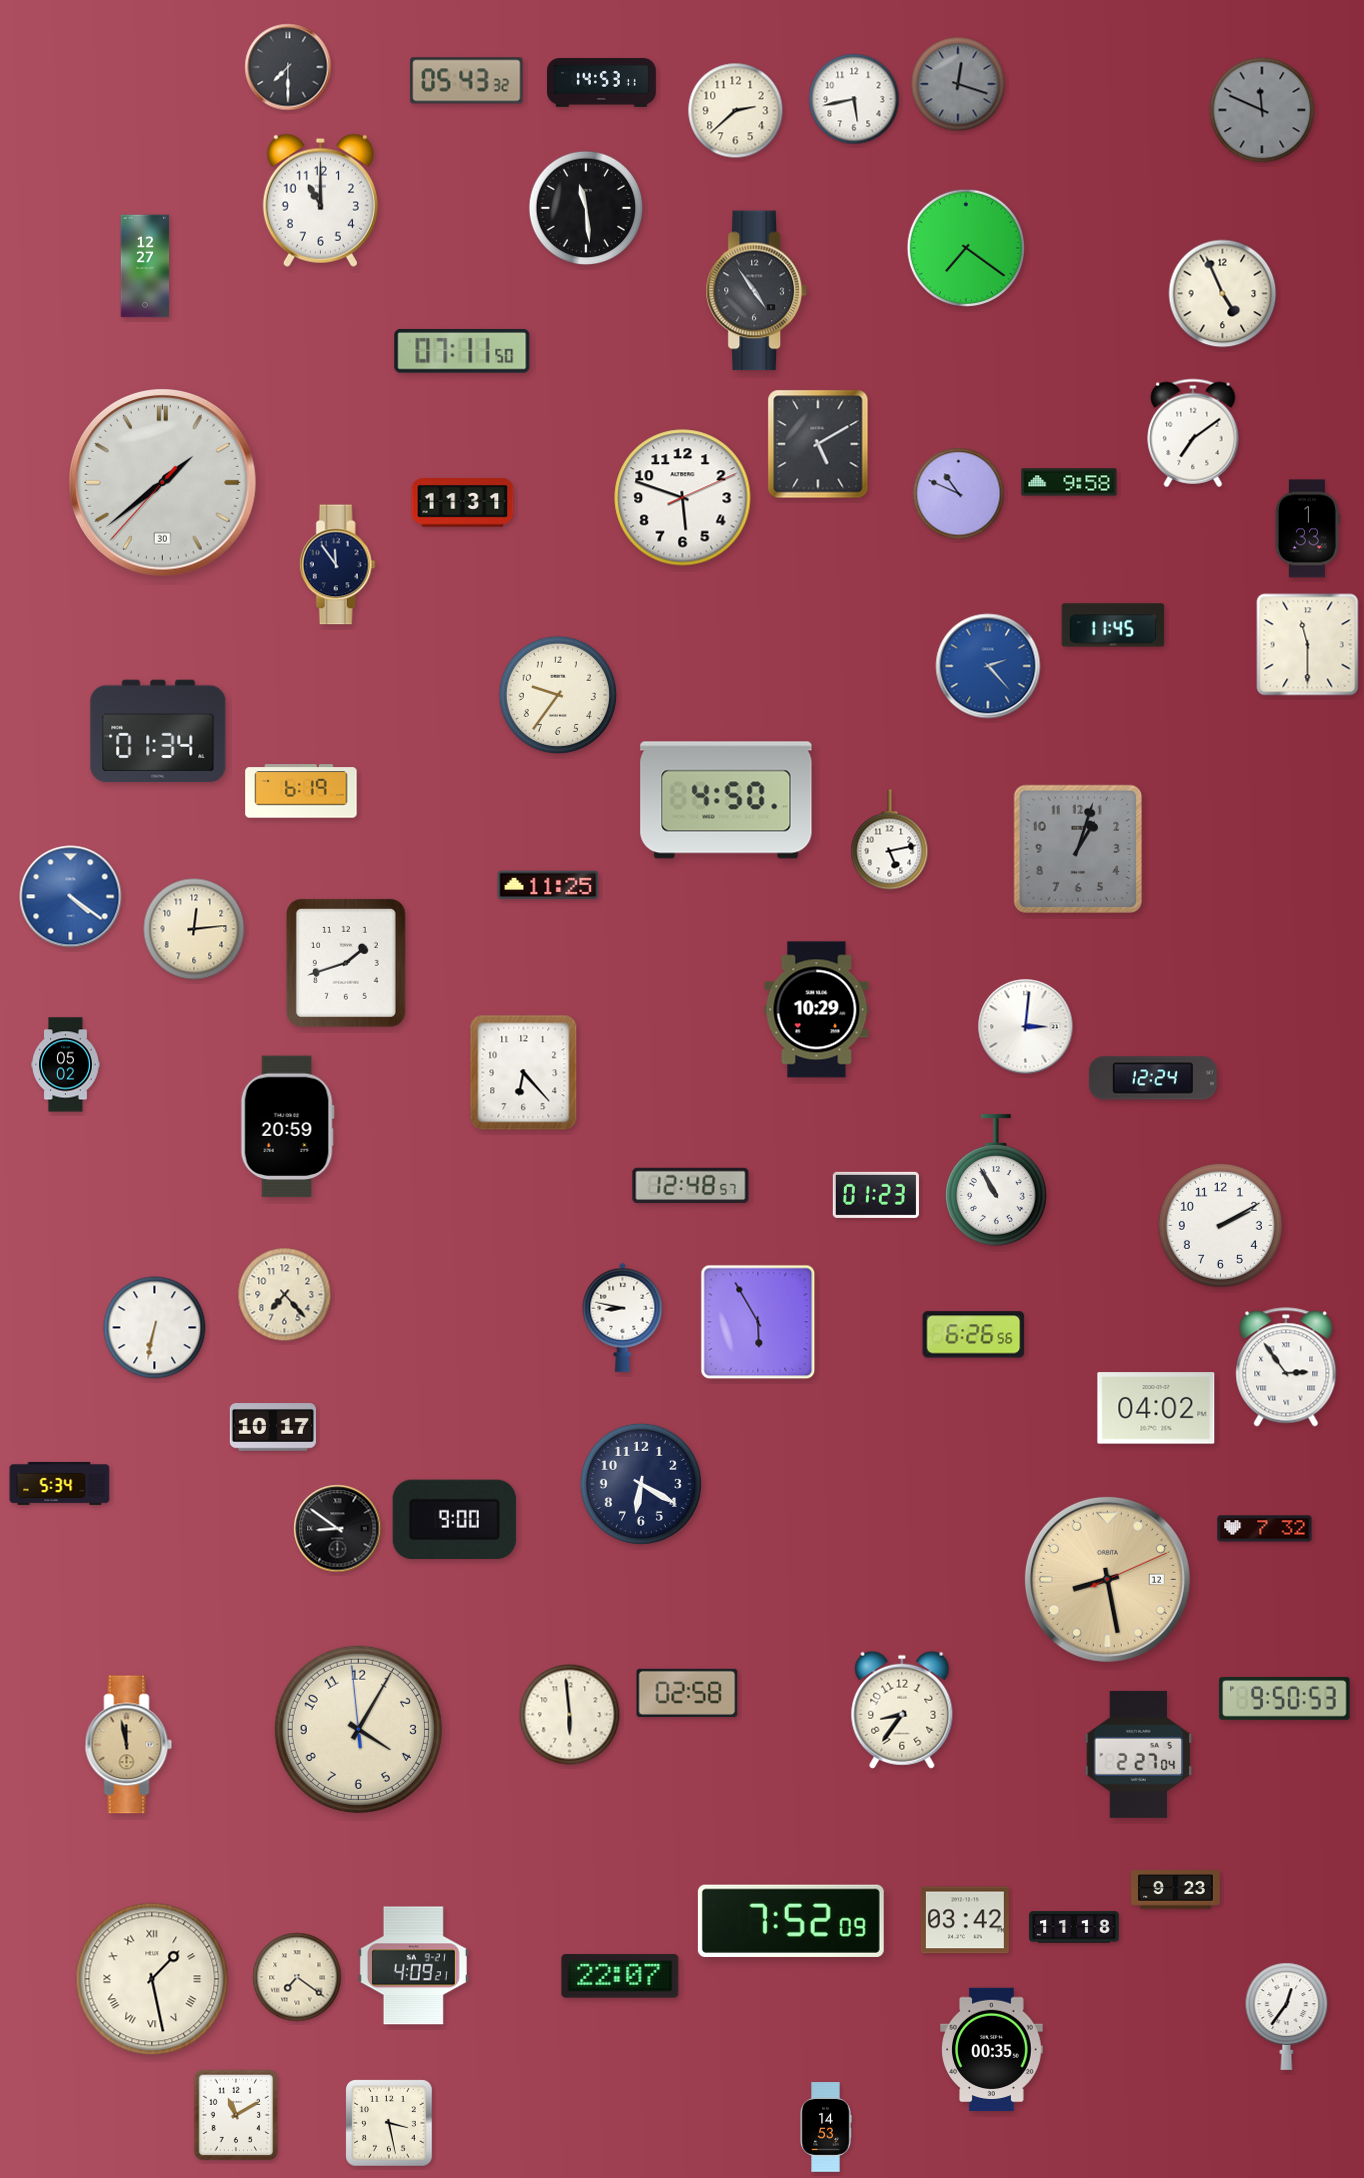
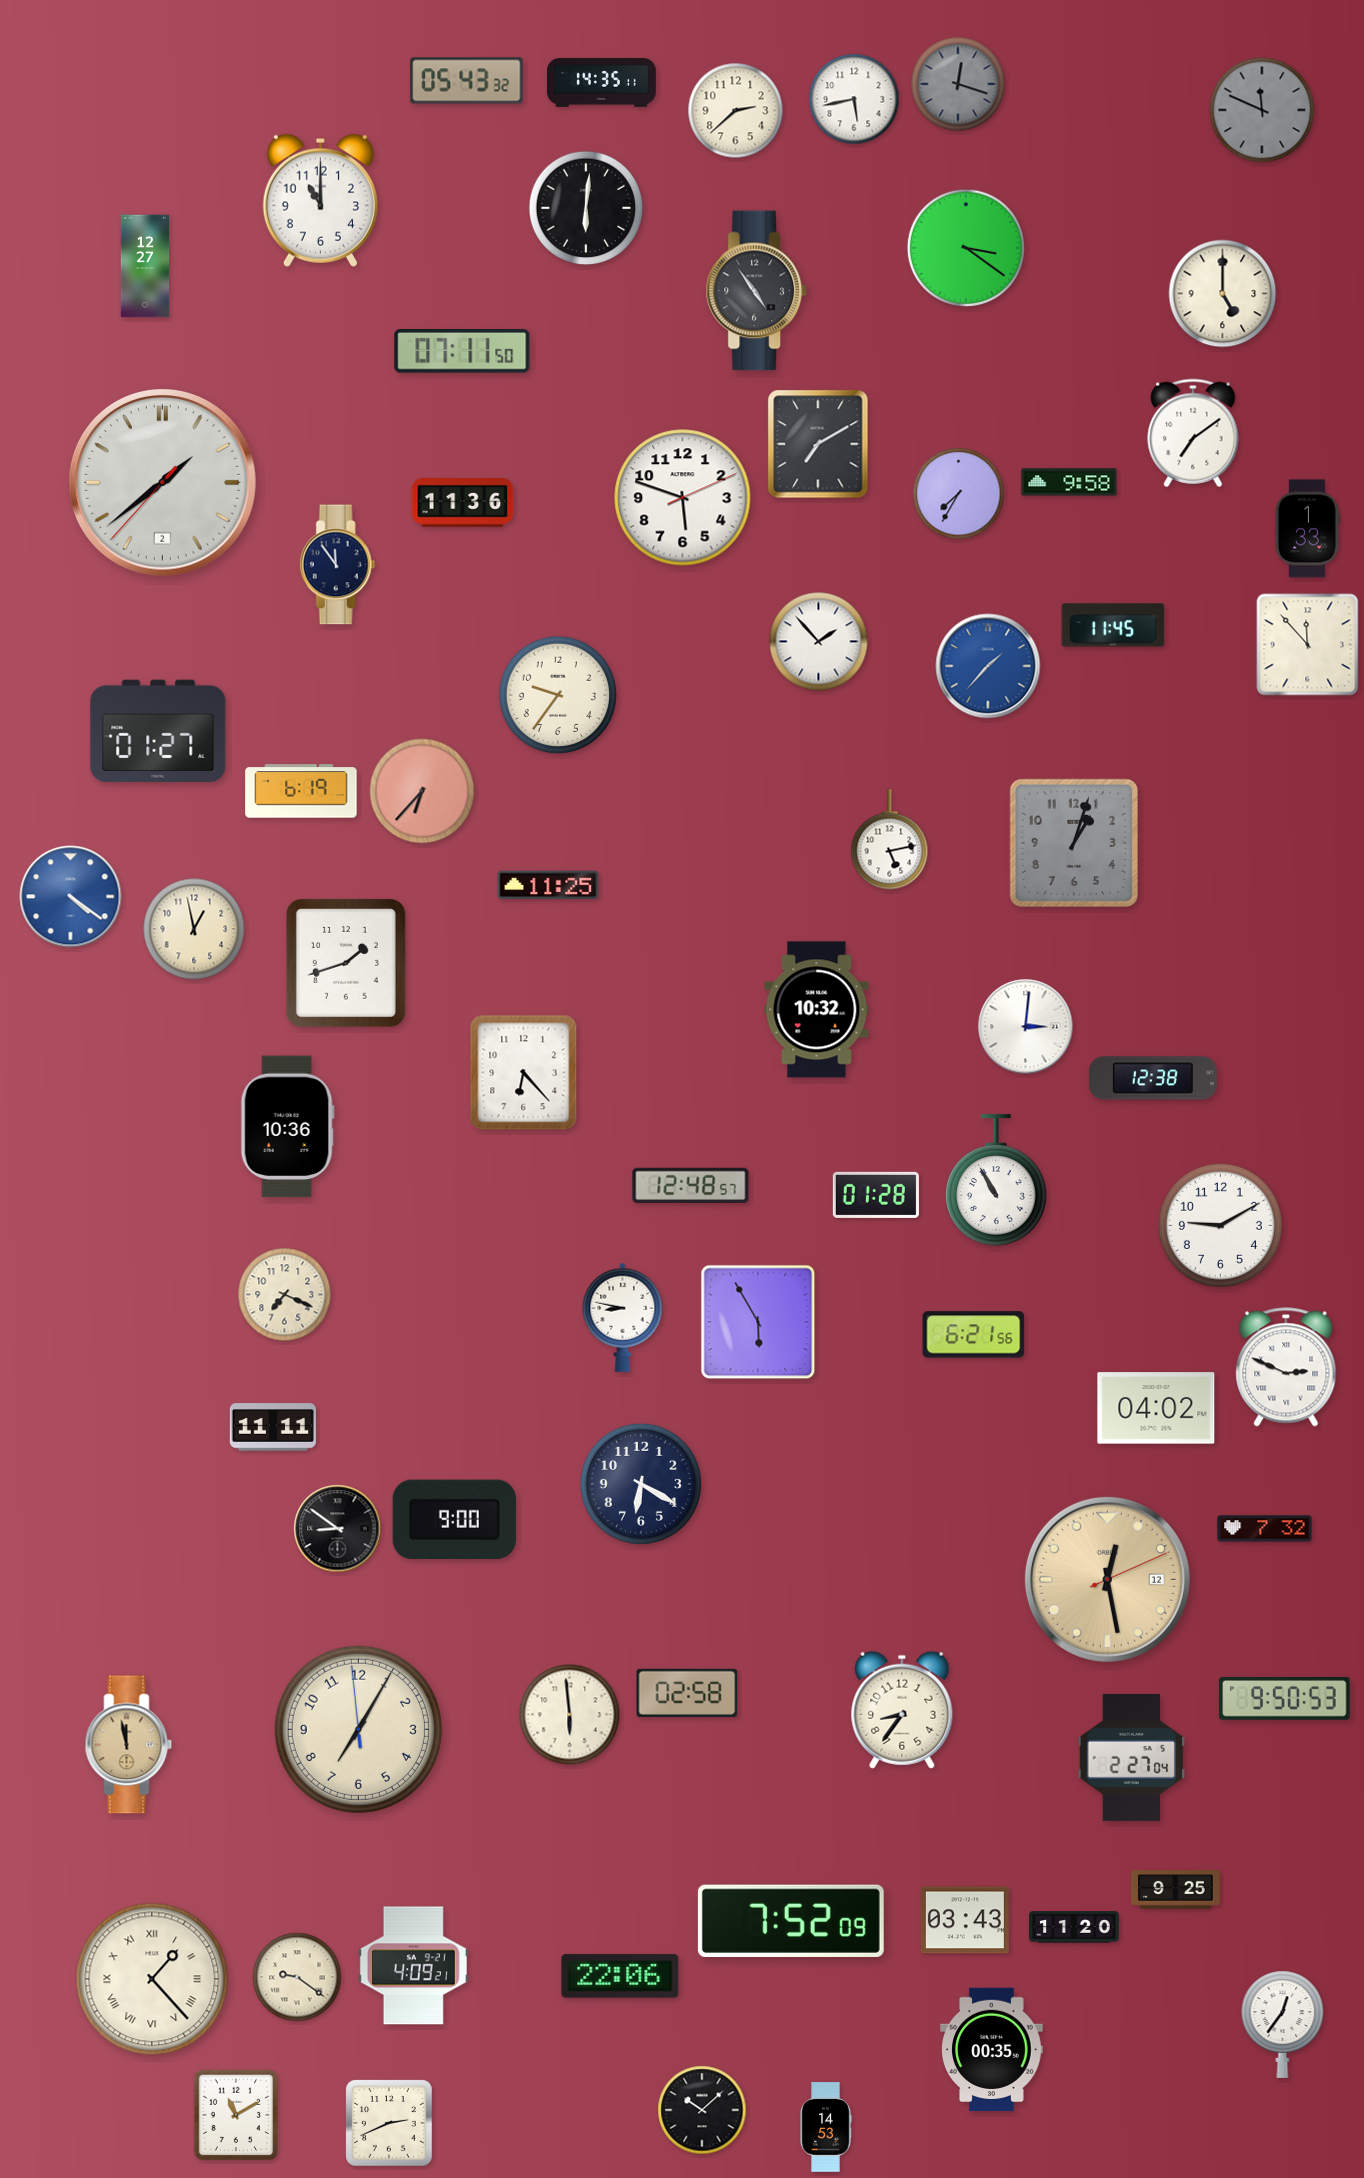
clock at (288, 67): 7:30 -> none
clock at (602, 83): 14:53 -> 14:35
clock at (586, 208): 11:29 -> 6:01
clock at (966, 248): 7:21 -> 3:21
clock at (1223, 294): 4:56 -> 5:00
clock at (818, 444): 5:10 -> 7:10
clock at (163, 483) date: 30 -> 2
clock at (959, 494): 10:49 -> 7:35
clock at (463, 503): 11:31 -> 11:36
clock at (819, 642): none -> 1:53
clock at (1308, 645): 11:30 -> 11:53
clock at (988, 666): 2:23 -> 1:37
clock at (158, 730): 01:34 -> 01:27
clock at (422, 791): none -> 6:37
clock at (726, 800): 4:50 -> none
clock at (1077, 848) position: (1077, 848) -> (1073, 842)
clock at (194, 929): 12:14 -> 12:58
clock at (817, 1010): 10:29 -> 10:32
clock at (66, 1065): 05:02 -> none
clock at (1153, 1078): 12:24 -> 12:38
clock at (287, 1127): 20:59 -> 10:36
clock at (876, 1195): 01:23 -> 01:28
clock at (1220, 1225): 2:10 -> 9:10
clock at (285, 1295): 7:23 -> 7:19
clock at (155, 1328): 6:32 -> none
clock at (974, 1335): 6:26 -> 6:21
clock at (1286, 1367): 2:54 -> 2:49
clock at (273, 1427): 10:17 -> 11:11
clock at (60, 1483): 5:34 -> none
clock at (1107, 1579): 8:28 -> 12:28
clock at (358, 1729): 4:04 -> 7:04
clock at (1139, 1754) position: (1139, 1754) -> (1132, 1757)
clock at (1176, 1890): 9:23 -> 9:25
clock at (965, 1920): 03:42 -> 03:43
clock at (1074, 1927): 11:18 -> 11:20
clock at (620, 1976): 22:07 -> 22:06
clock at (297, 1977): 7:21 -> 9:21
clock at (152, 1979): 1:28 -> 1:23
clock at (1287, 2016) position: (1287, 2016) -> (1283, 2024)
clock at (702, 2110): none -> 10:08
clock at (389, 2123): 3:28 -> 2:41
